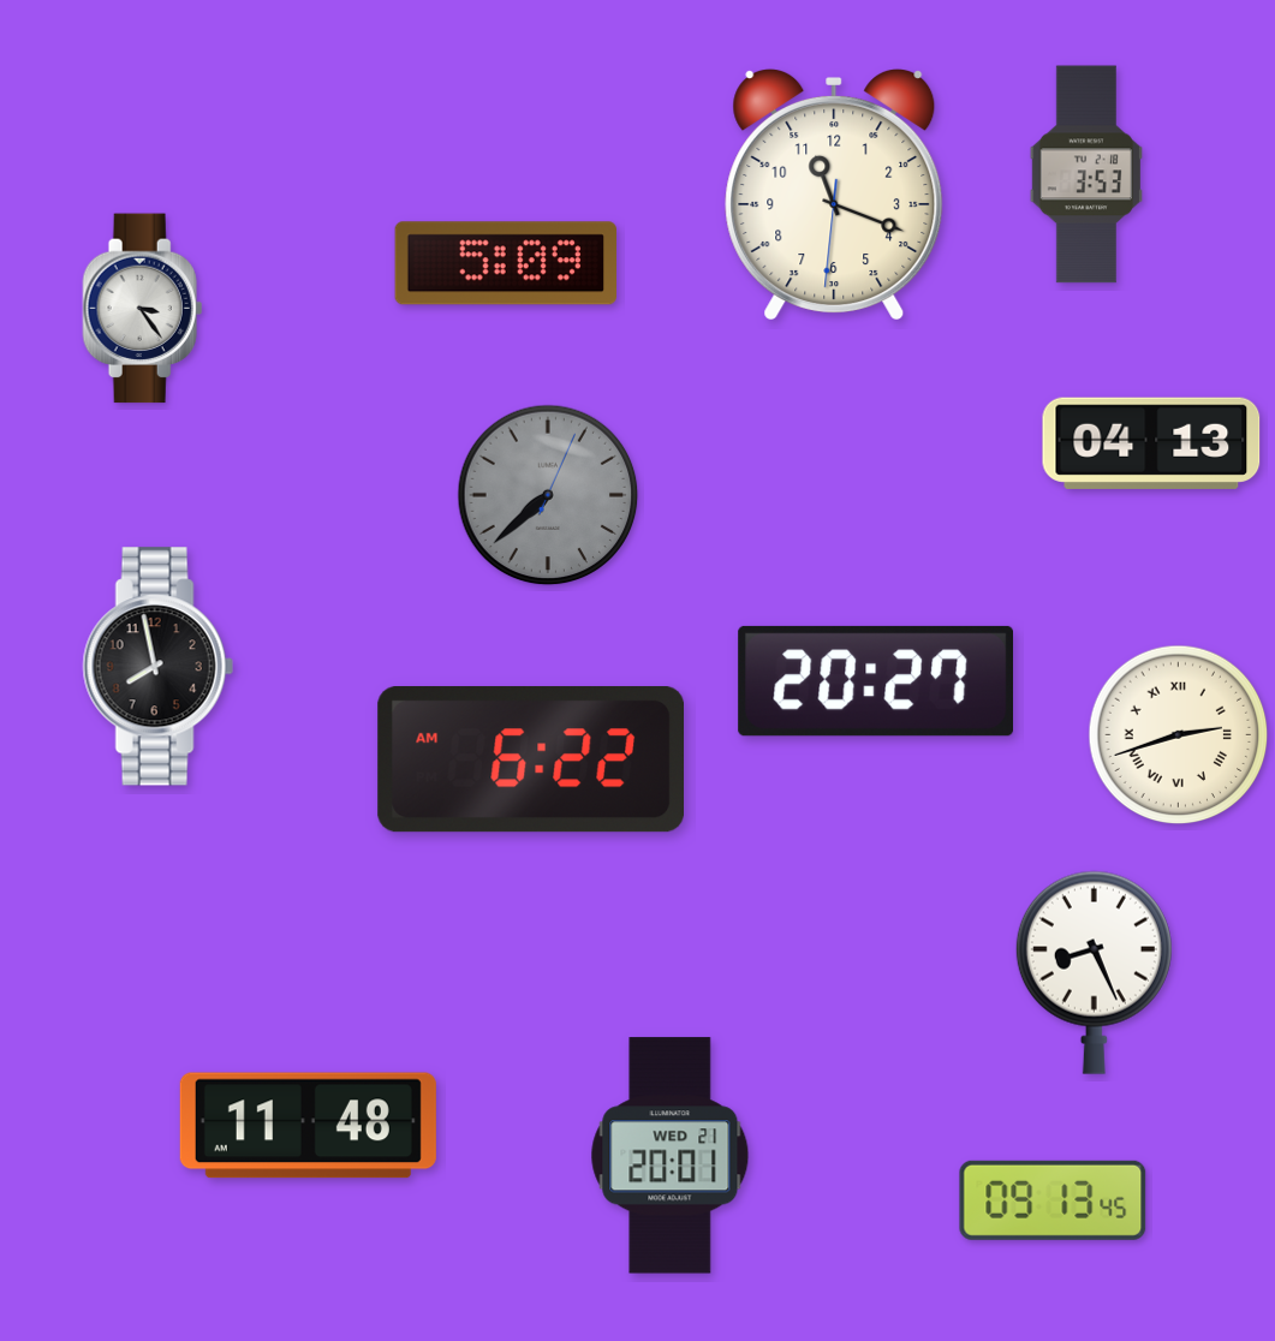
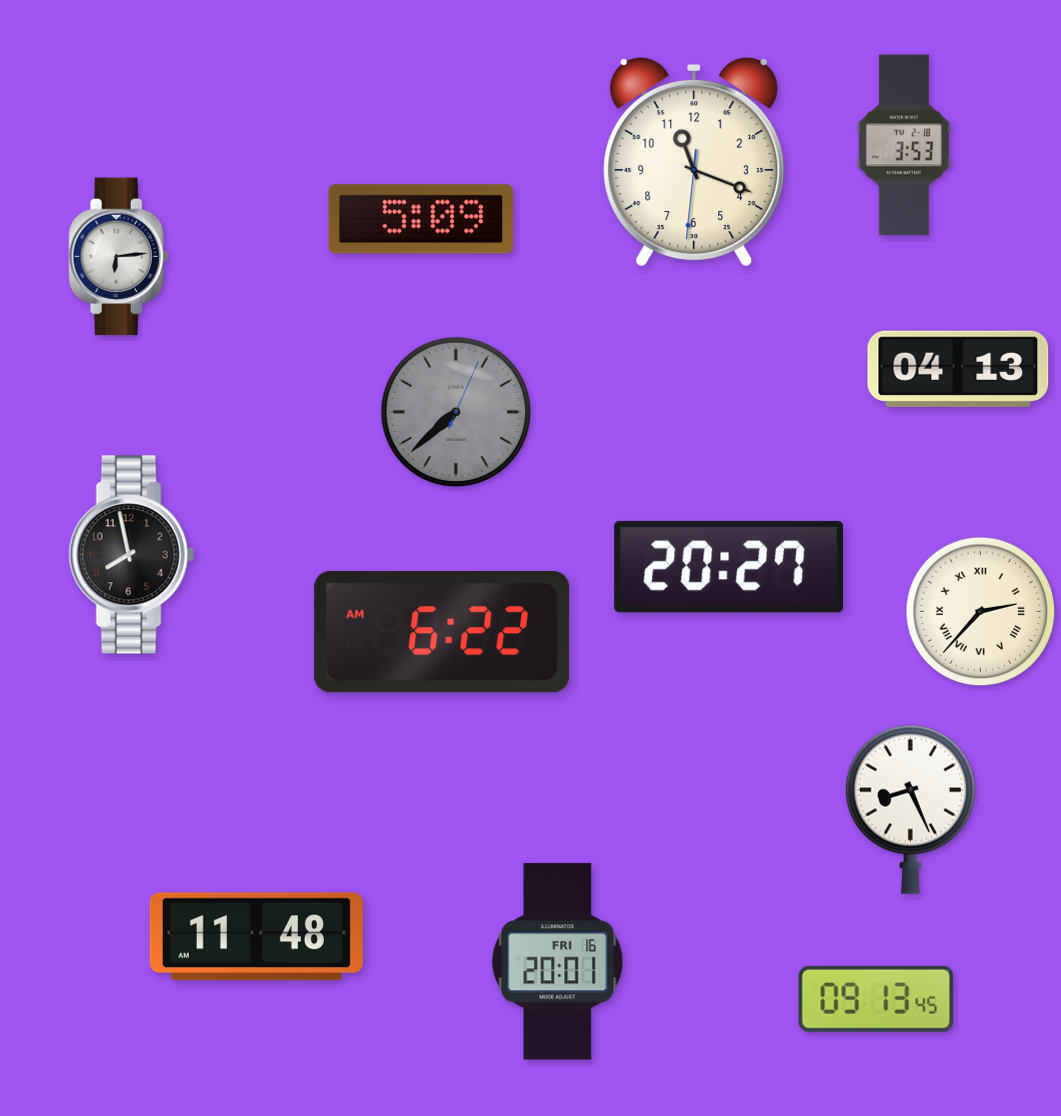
clock at (143, 309): 3:24 -> 6:14
clock at (1179, 735): 2:42 -> 2:37
clock at (671, 1156) date: WED 21 -> FRI 16
